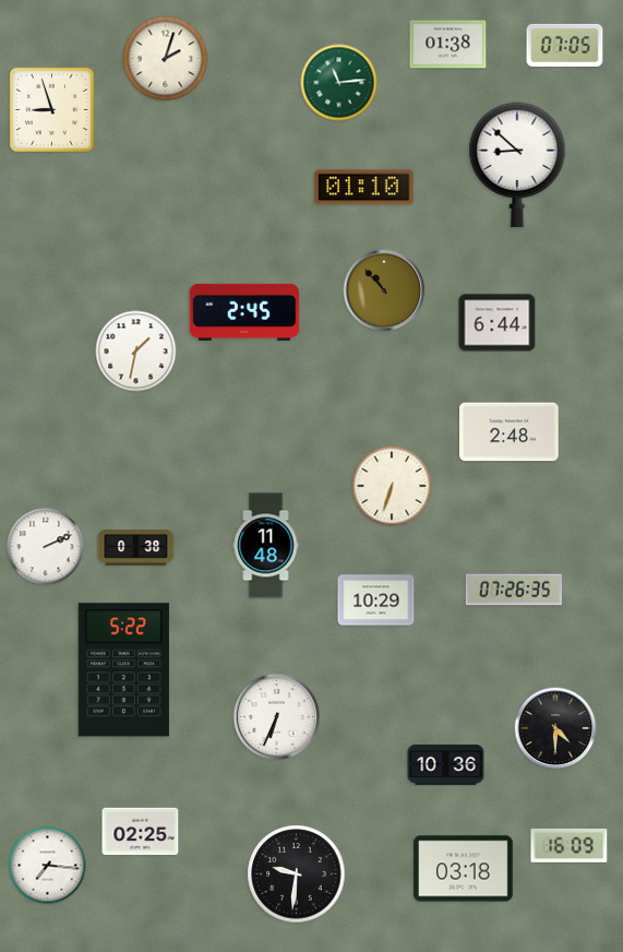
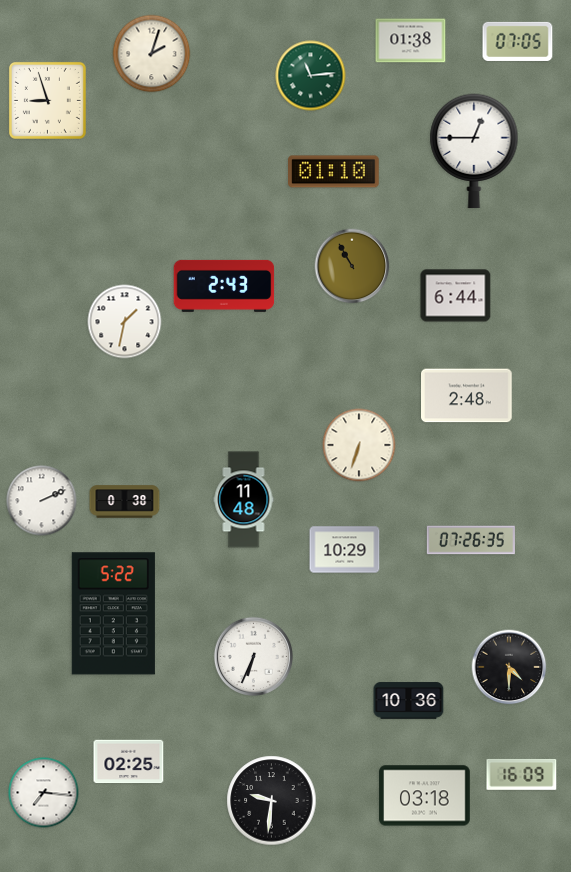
clock at (517, 165): 8:52 -> 12:45
clock at (384, 290): 10:53 -> 10:55
clock at (244, 312): 2:45 -> 2:43
